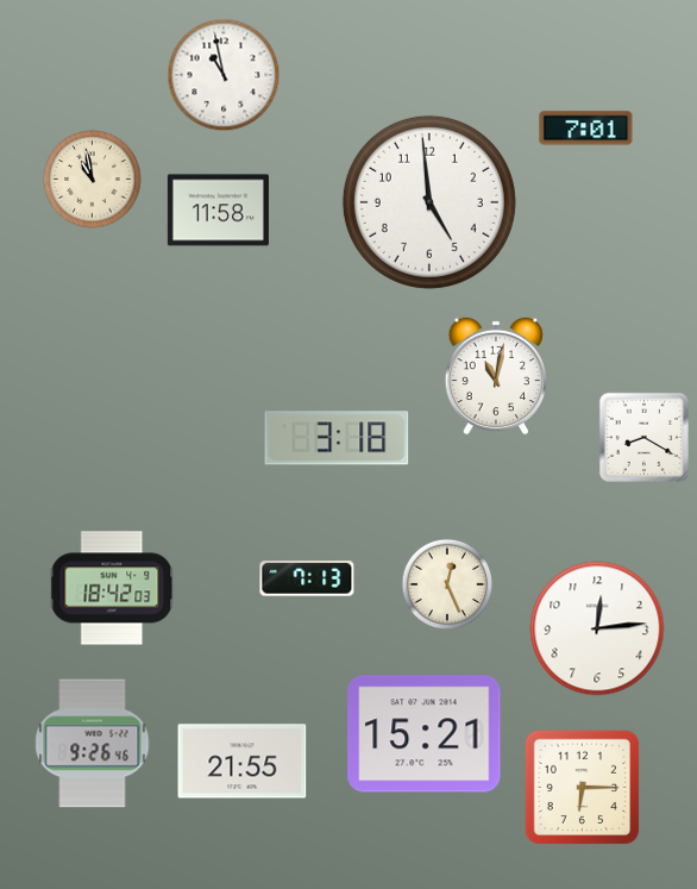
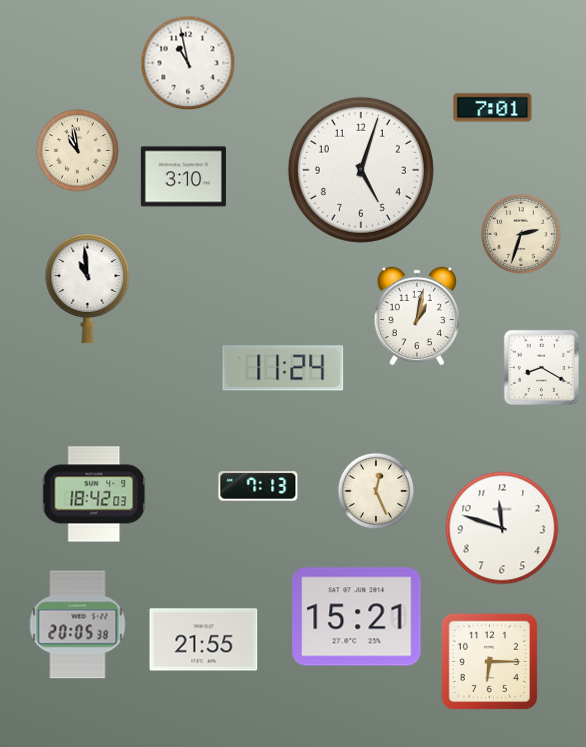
clock at (429, 202): 4:59 -> 5:03
clock at (218, 211): 11:58 -> 3:10
clock at (521, 234): none -> 2:33
clock at (88, 288): none -> 10:59
clock at (496, 376): 11:02 -> 1:02
clock at (337, 438): 3:18 -> 11:24
clock at (597, 628): 12:14 -> 11:48
clock at (93, 744): 9:26 -> 20:05
